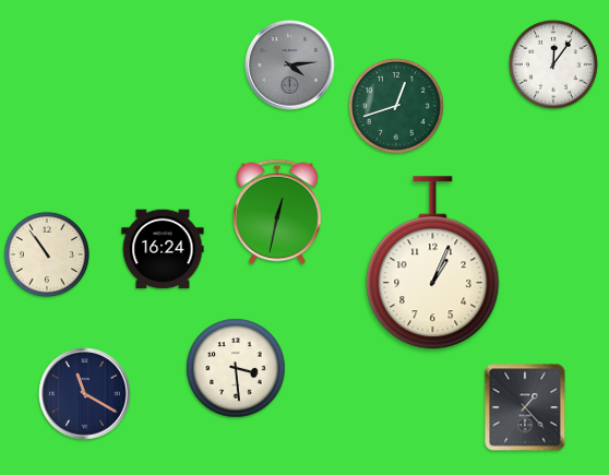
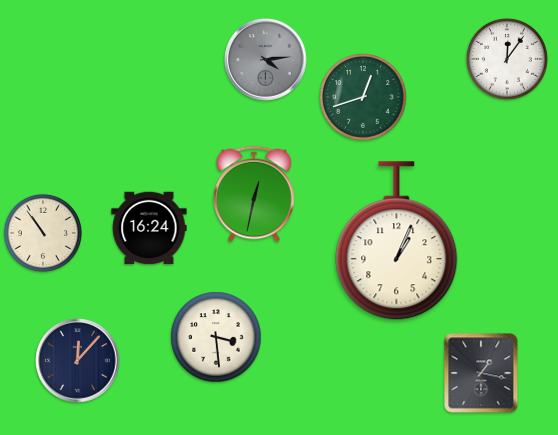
clock at (85, 394): 11:20 -> 12:07
clock at (525, 407): 1:23 -> 1:17
